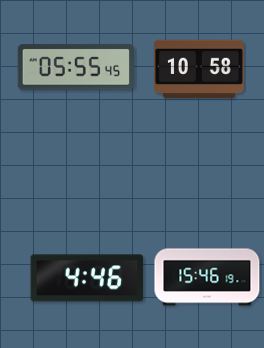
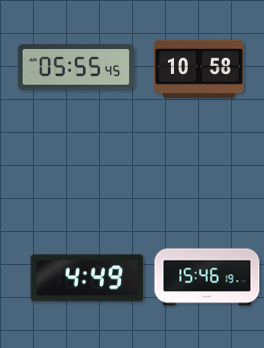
clock at (87, 278): 4:46 -> 4:49
